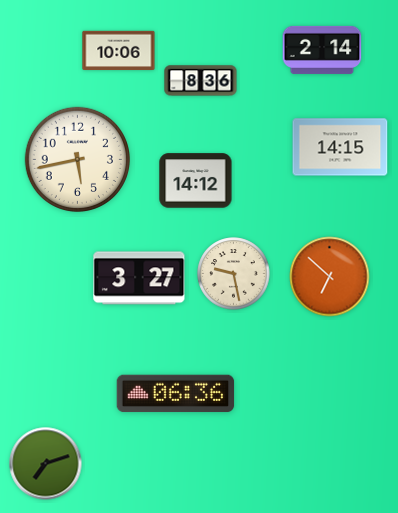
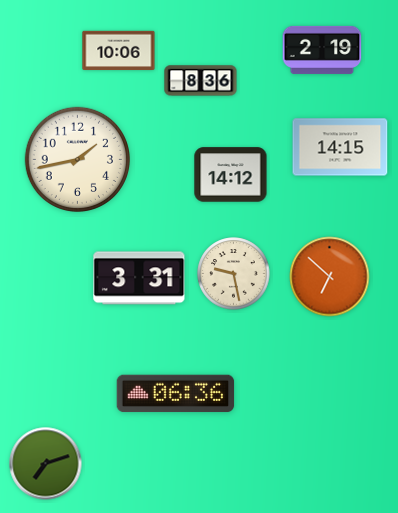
clock at (322, 50): 2:14 -> 2:19
clock at (77, 159): 5:43 -> 1:43
clock at (196, 181) position: (196, 181) -> (231, 175)
clock at (139, 278): 3:27 -> 3:31
